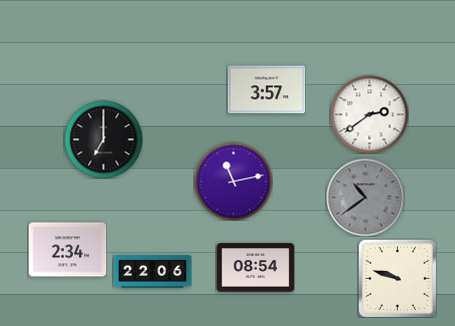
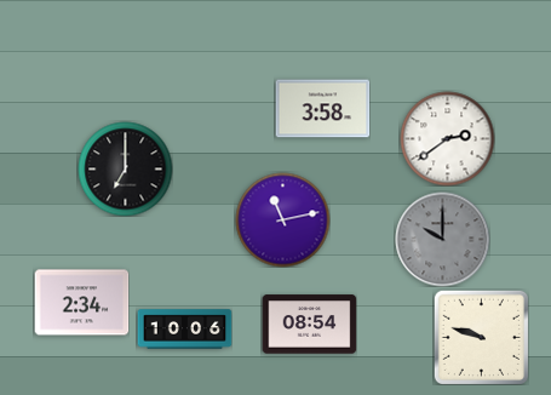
clock at (266, 90): 3:57 -> 3:58
clock at (365, 197): 10:39 -> 10:00
clock at (152, 272): 22:06 -> 10:06
